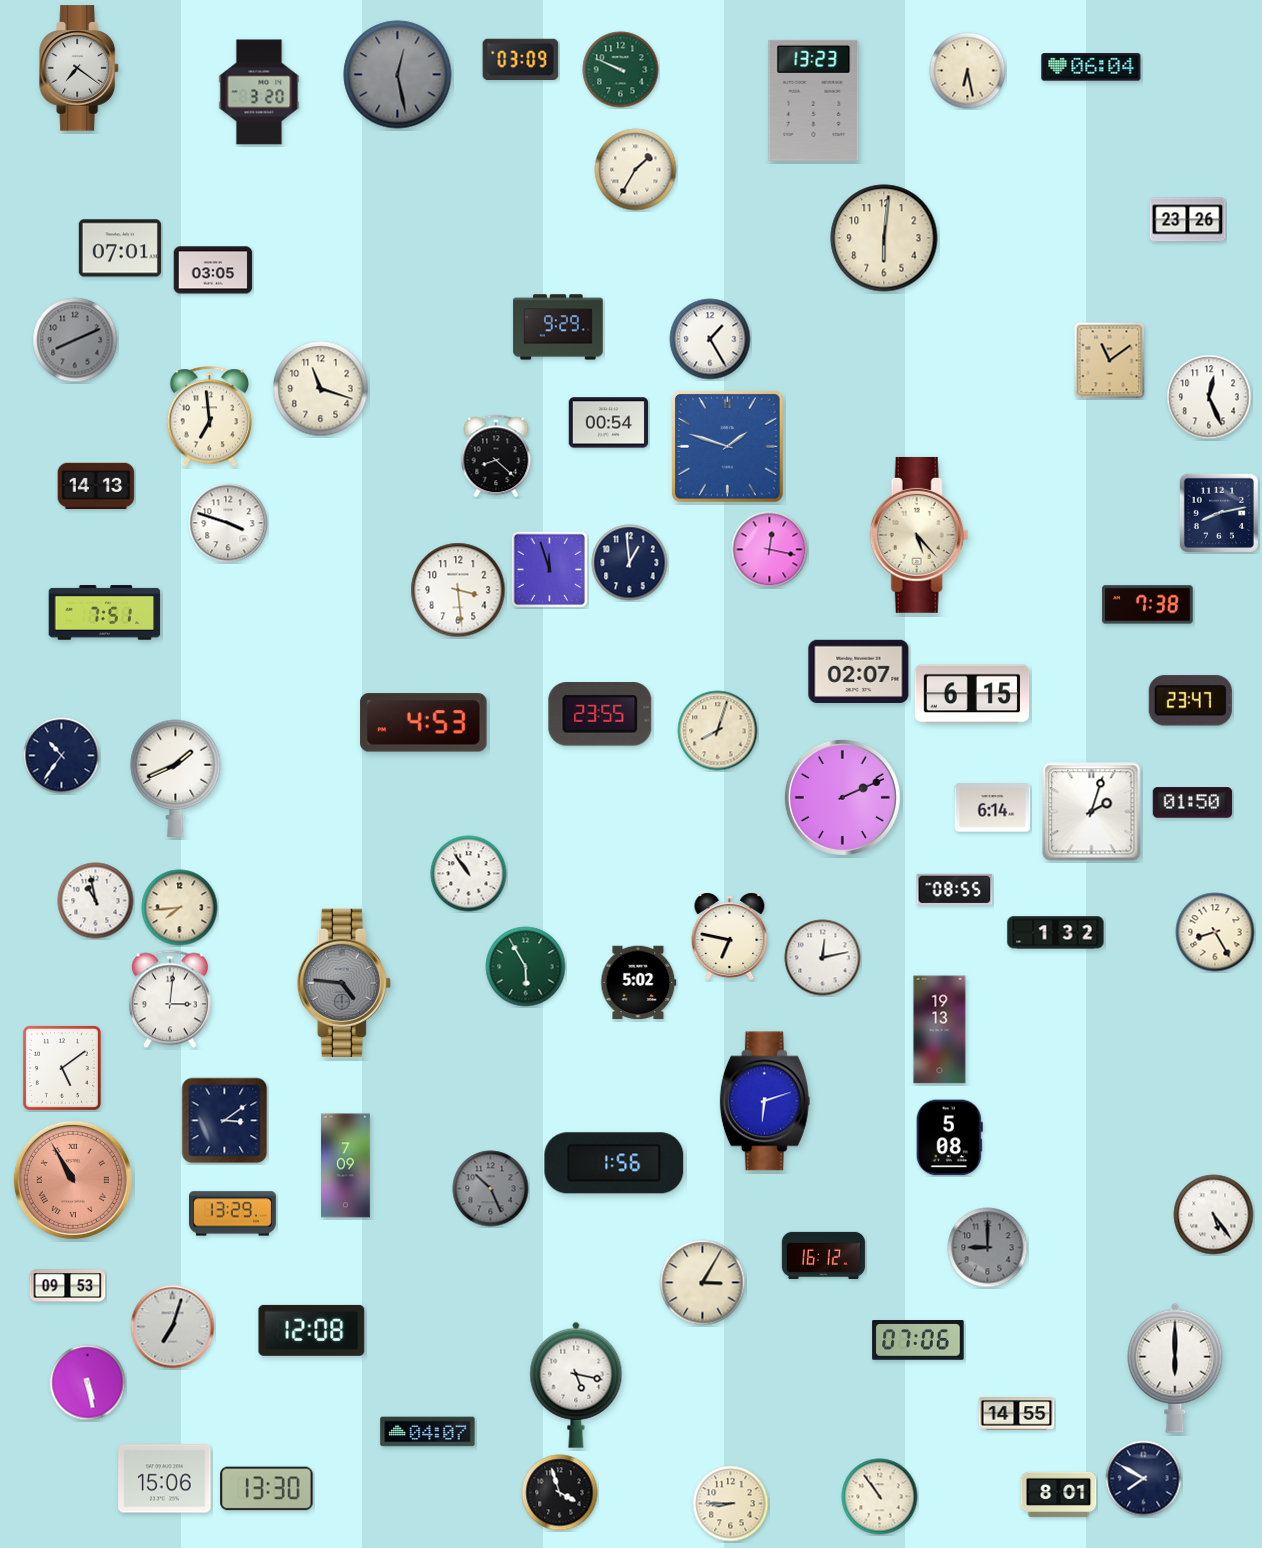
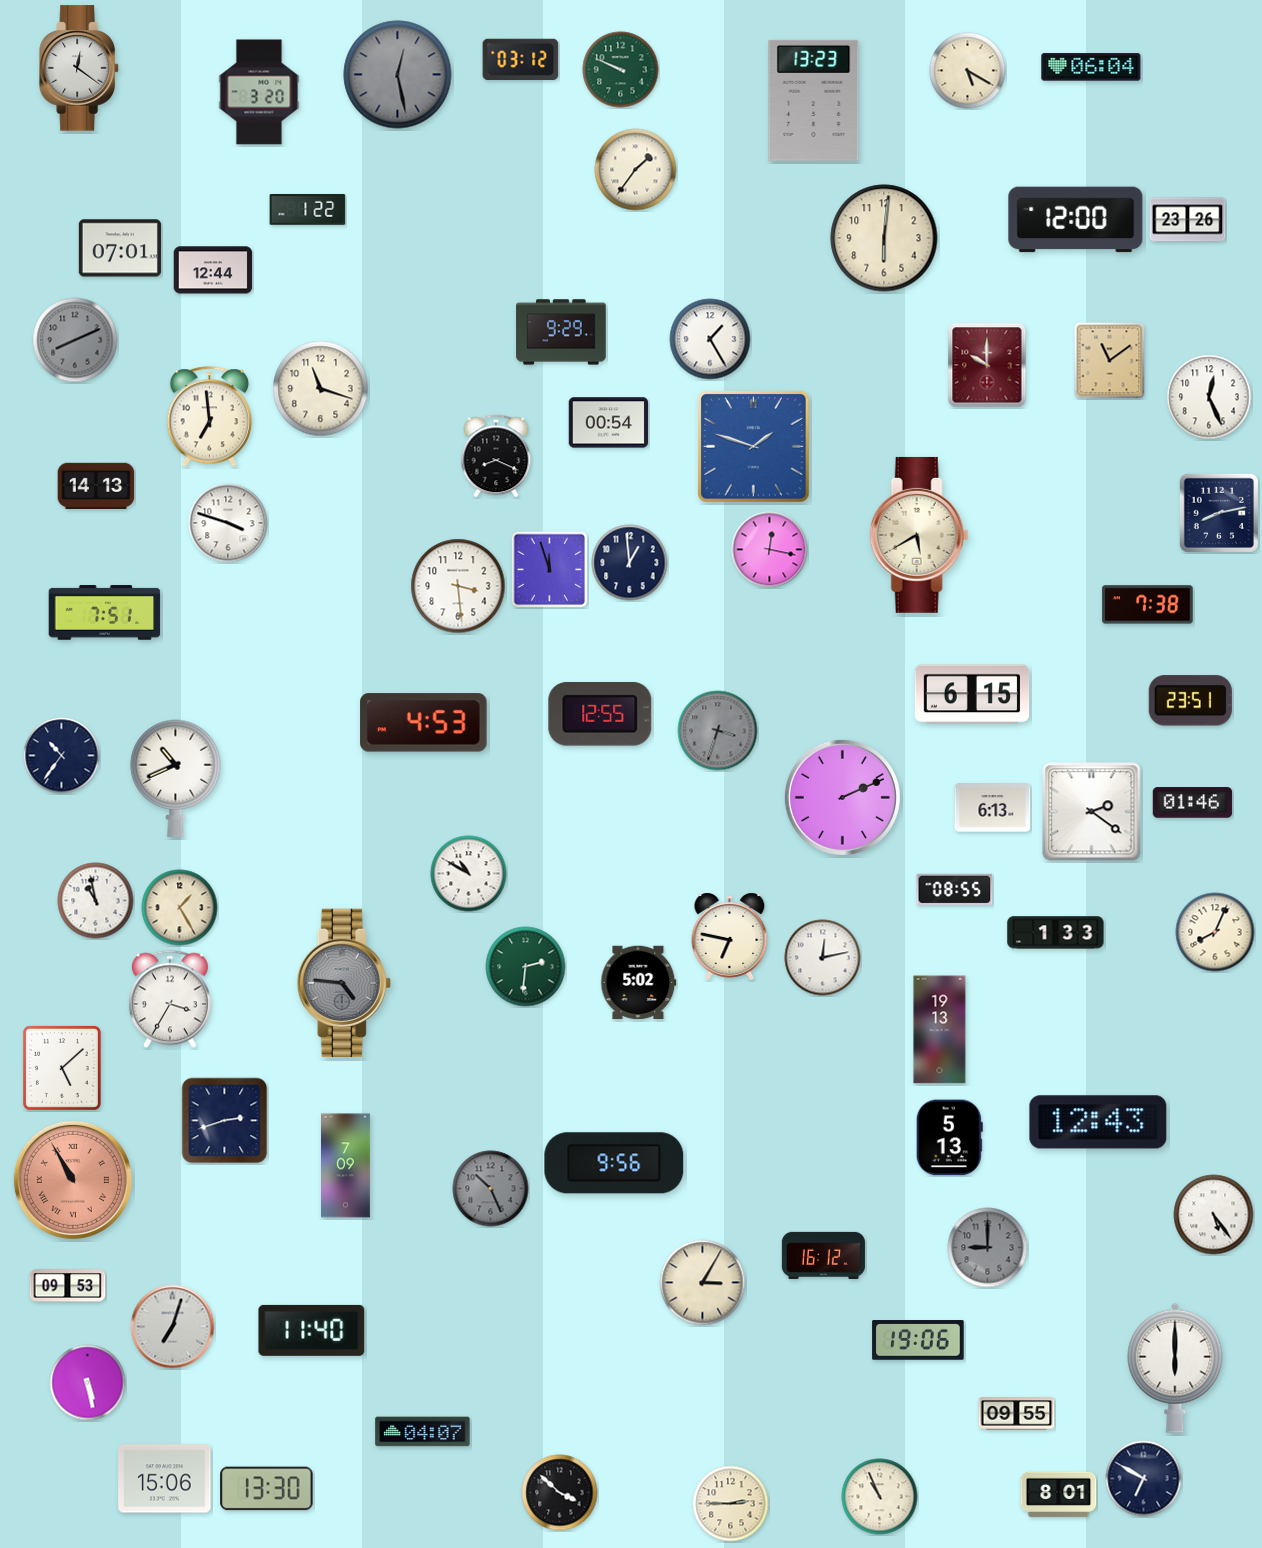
clock at (521, 59): 03:09 -> 03:12
clock at (80, 68): 7:21 -> 12:21
clock at (968, 71): 6:28 -> 5:20
clock at (636, 170): 1:35 -> 1:36
clock at (308, 210): none -> 1:22
clock at (1076, 220): none -> 12:00
clock at (213, 270): 03:05 -> 12:44
clock at (558, 327) position: (558, 327) -> (561, 332)
clock at (987, 365): none -> 10:00
clock at (728, 447) position: (728, 447) -> (754, 447)
clock at (496, 456): 8:22 -> 8:19
clock at (919, 535): 5:23 -> 5:40
clock at (458, 590) position: (458, 590) -> (458, 586)
clock at (859, 671): 02:07 -> none
clock at (1190, 701): 23:47 -> 23:51
clock at (600, 714): 23:55 -> 12:55
clock at (718, 731): 8:03 -> 3:33
clock at (718, 731) dial: cream -> grey
clock at (176, 778): 1:41 -> 10:41
clock at (1193, 803): 01:50 -> 01:46
clock at (993, 808): 6:14 -> 6:13
clock at (1092, 812): 2:03 -> 2:21
clock at (469, 874): 10:54 -> 10:50
clock at (180, 908): 7:44 -> 1:25
clock at (1215, 932): 8:25 -> 8:04
clock at (1056, 933): 1:32 -> 1:33
clock at (526, 967): 5:55 -> 2:31
clock at (170, 999): 3:01 -> 3:35
clock at (62, 1068): 5:09 -> 5:08
clock at (765, 1101): 6:12 -> none
clock at (225, 1121): 3:09 -> 2:42
clock at (1098, 1122): none -> 12:43
clock at (949, 1138): 5:08 -> 5:13
clock at (614, 1163): 1:56 -> 9:56
clock at (232, 1214): 13:29 -> none
clock at (312, 1330): 12:08 -> 11:40
clock at (918, 1340): 07:06 -> 19:06
clock at (576, 1385): 5:17 -> none
clock at (1017, 1414): 14:55 -> 09:55
clock at (428, 1432) position: (428, 1432) -> (423, 1432)
clock at (1144, 1479): 7:50 -> 6:50
clock at (560, 1493): 3:57 -> 3:52
clock at (880, 1497): 10:54 -> 10:56
clock at (731, 1504): 8:45 -> 2:45
